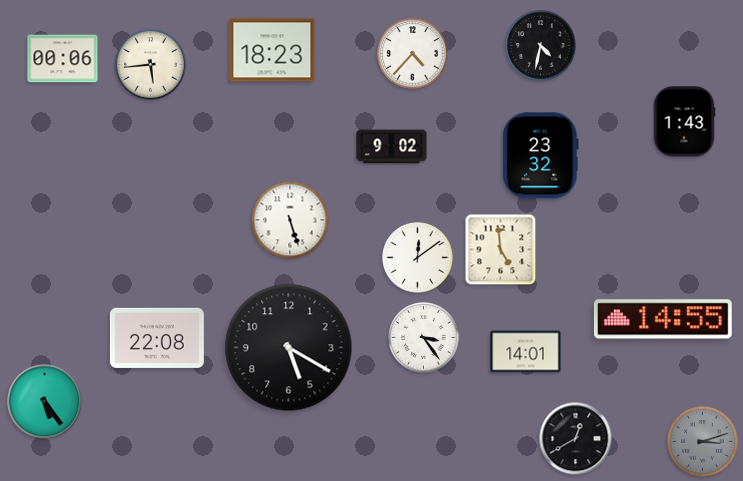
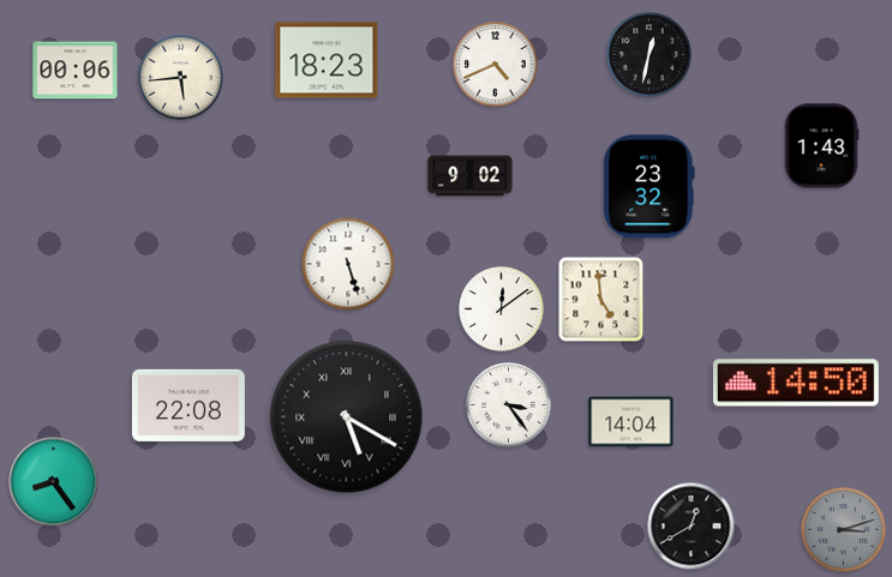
clock at (541, 46): 4:32 -> 12:32
clock at (413, 54): 4:37 -> 4:41
clock at (663, 319): 14:55 -> 14:50
clock at (289, 348) numerals: Arabic -> Roman
clock at (526, 352): 14:01 -> 14:04
clock at (45, 402): 5:24 -> 8:24
